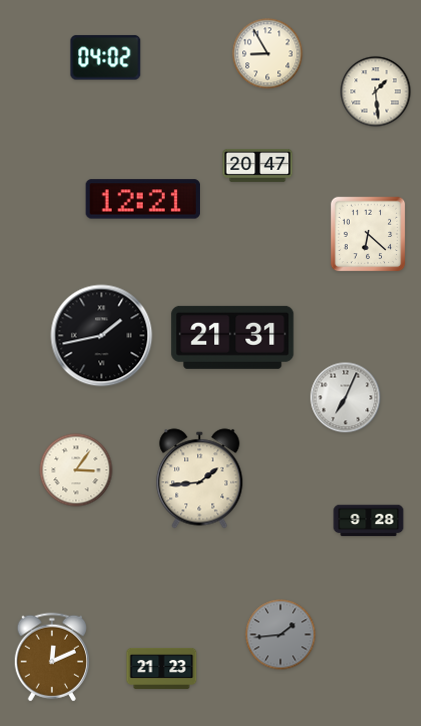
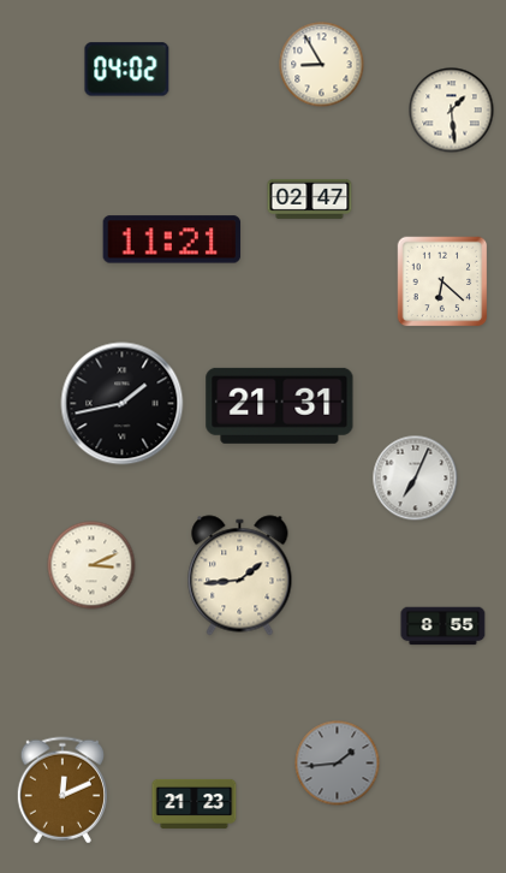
clock at (258, 165): 20:47 -> 02:47
clock at (143, 199): 12:21 -> 11:21
clock at (76, 470): 3:06 -> 3:11
clock at (369, 521): 9:28 -> 8:55
